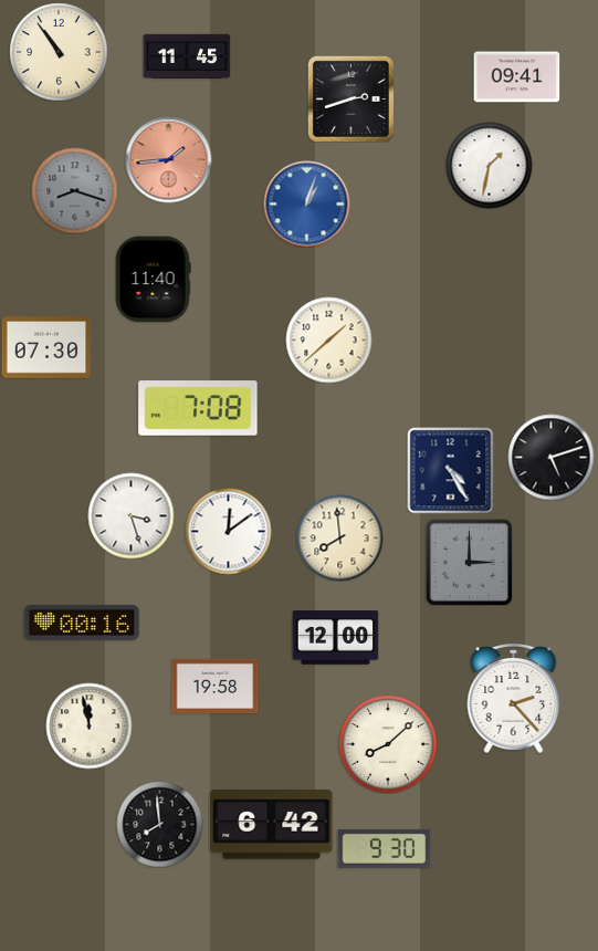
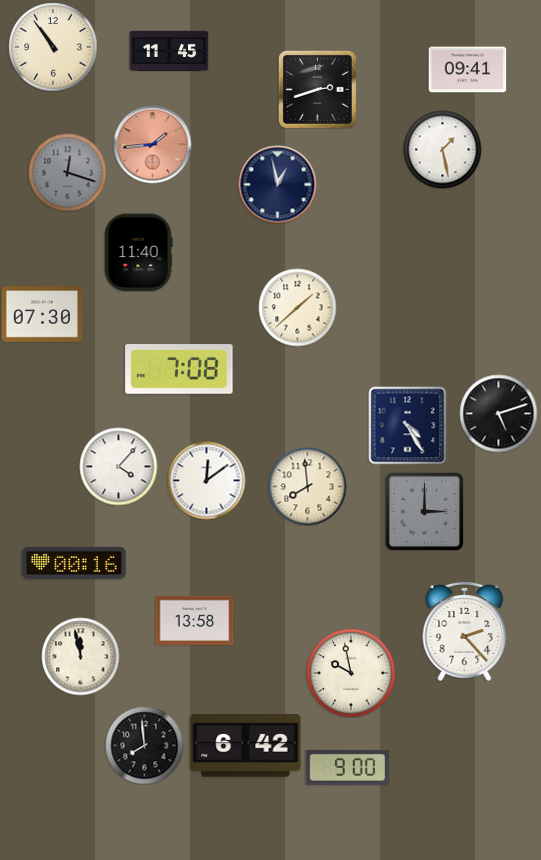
clock at (489, 165): 1:32 -> 1:28
clock at (74, 190): 8:18 -> 12:18
clock at (306, 203): 1:03 -> 12:58
clock at (306, 203) dial: blue -> navy
clock at (130, 515): 3:27 -> 4:07
clock at (469, 562) position: (469, 562) -> (424, 511)
clock at (335, 638): 12:00 -> none
clock at (214, 687): 19:58 -> 13:58
clock at (388, 744): 8:08 -> 9:58
clock at (384, 848): 9:30 -> 9:00
